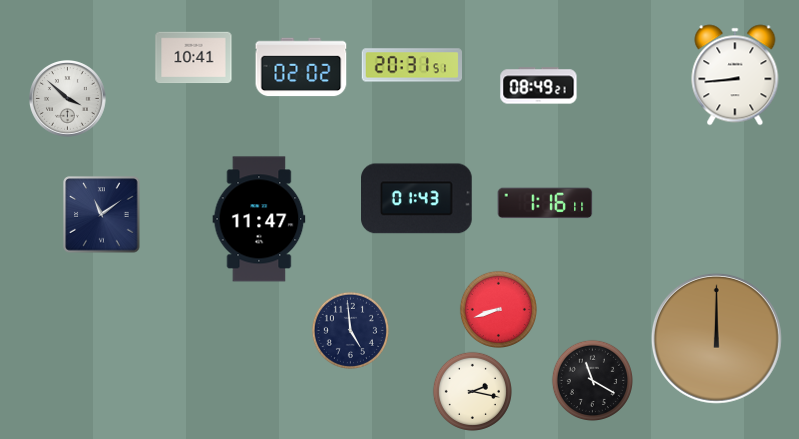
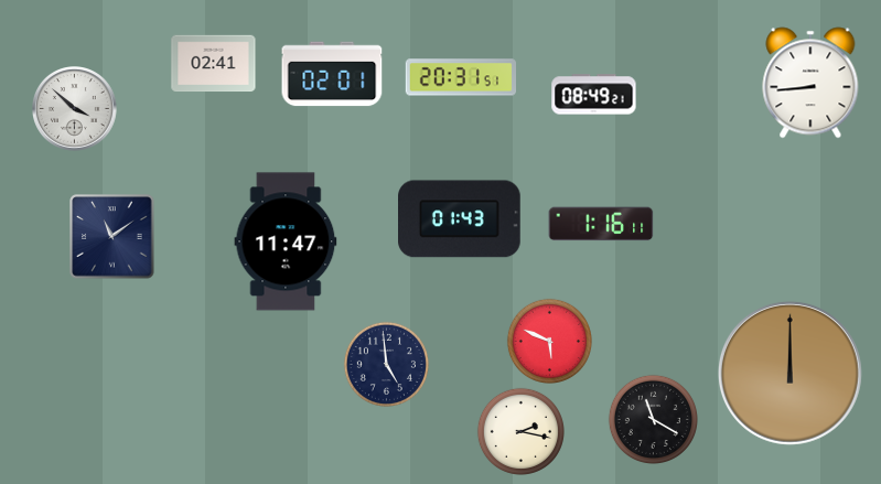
clock at (194, 58): 10:41 -> 02:41
clock at (411, 65) position: (411, 65) -> (460, 77)
clock at (301, 67): 02:02 -> 02:01
clock at (498, 309): 8:42 -> 5:49
